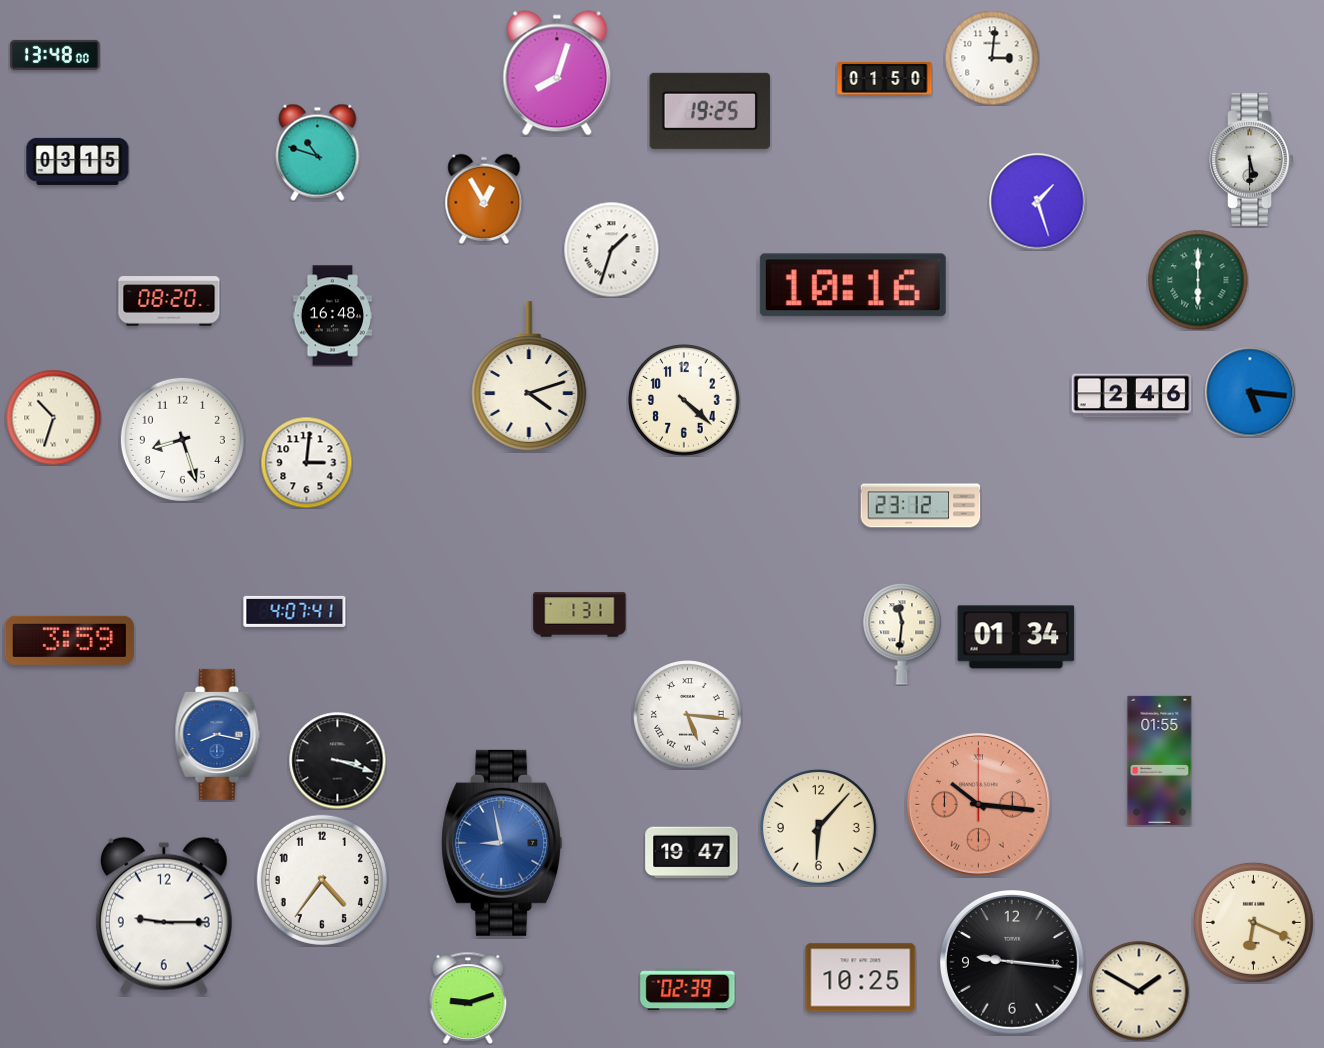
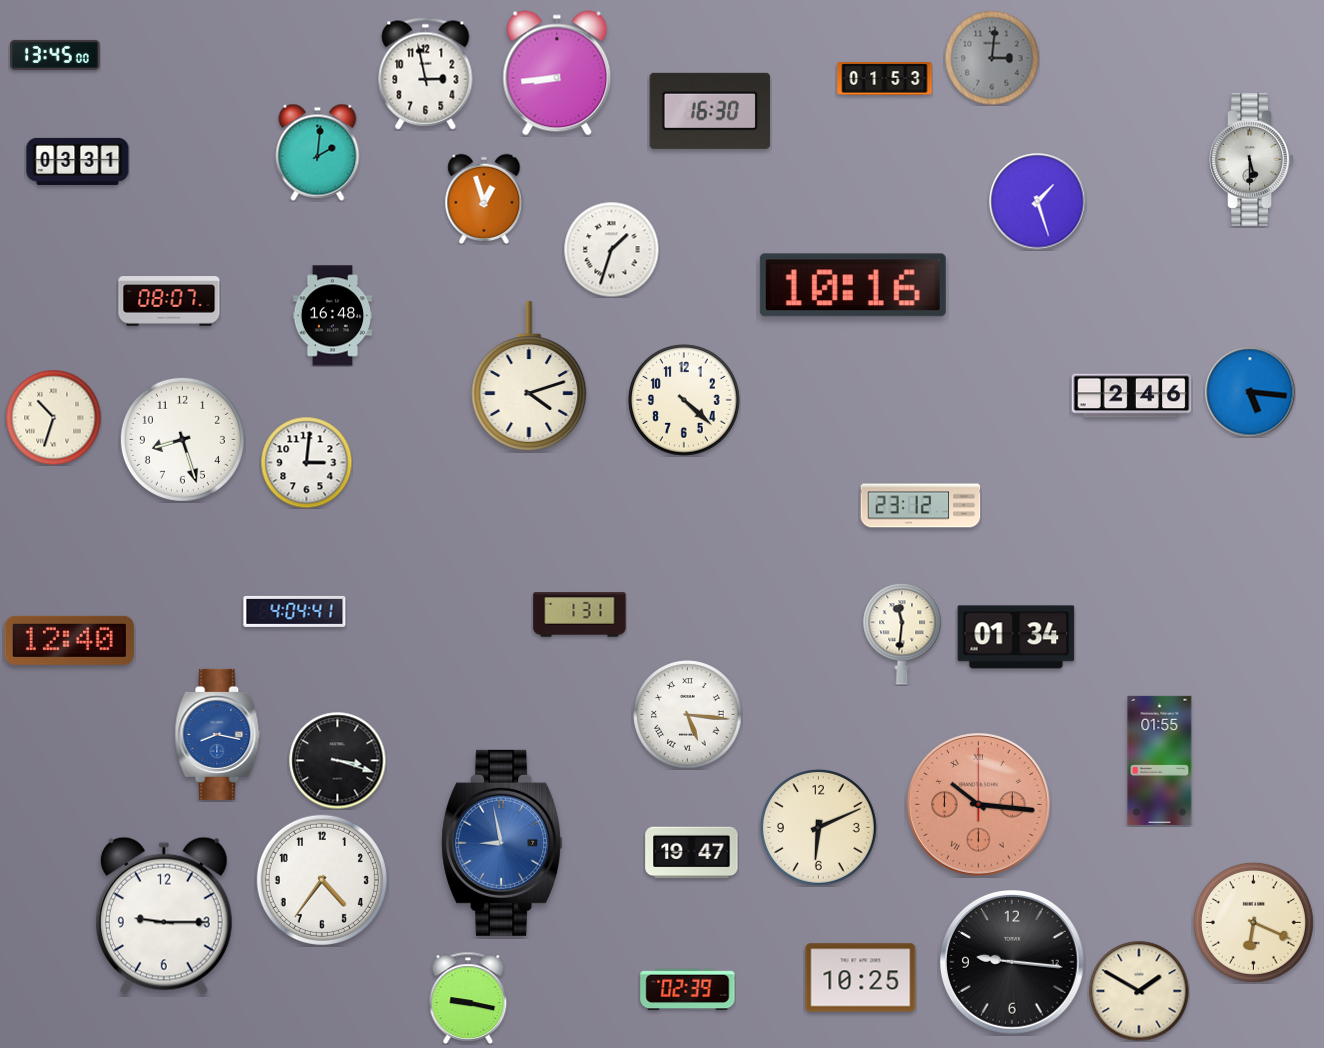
clock at (55, 55): 13:48 -> 13:45
clock at (992, 58) dial: white -> grey
clock at (557, 73): 8:03 -> 8:44
clock at (426, 74): none -> 2:58
clock at (885, 79): 01:50 -> 01:53
clock at (710, 111): 19:25 -> 16:30
clock at (318, 152): 10:48 -> 2:01
clock at (78, 161): 03:15 -> 03:31
clock at (484, 199): 12:55 -> 12:57
clock at (1198, 280): 6:00 -> none
clock at (169, 301): 08:20 -> 08:07
clock at (295, 611): 4:07 -> 4:04
clock at (69, 640): 3:59 -> 12:40
clock at (818, 827): 6:07 -> 6:11
clock at (468, 998): 9:12 -> 9:17
